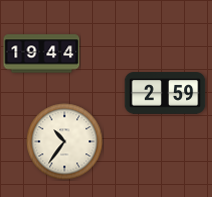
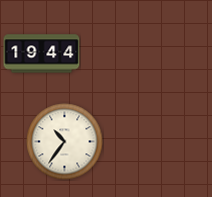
clock at (165, 94): 2:59 -> none
